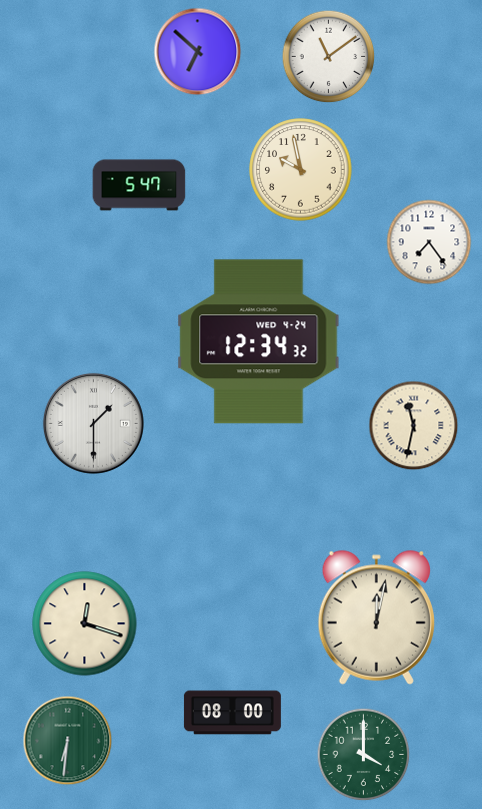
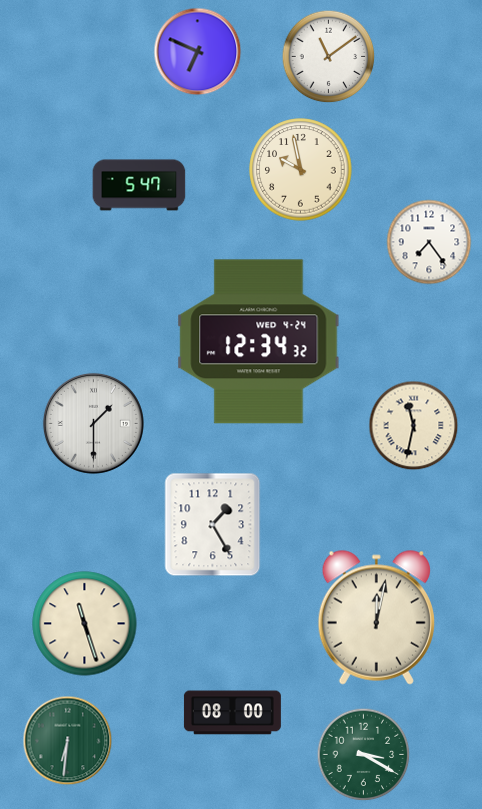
clock at (198, 52): 6:52 -> 6:49
clock at (213, 525): none -> 1:25
clock at (85, 624): 12:18 -> 11:27
clock at (364, 755): 4:00 -> 3:20
